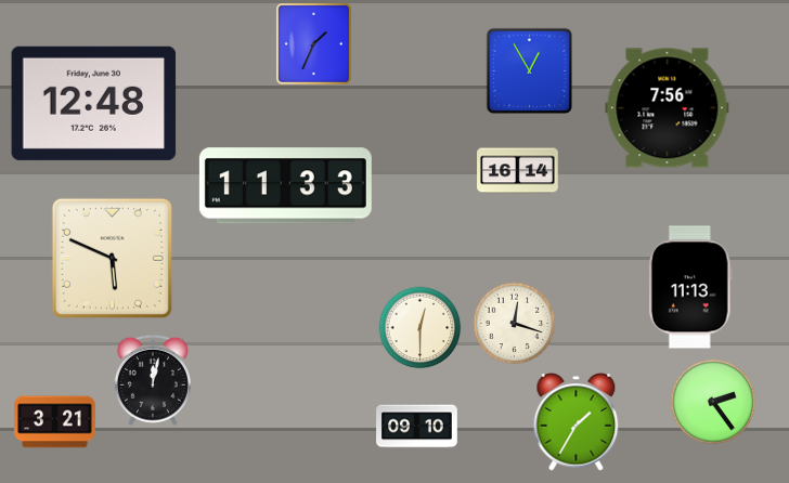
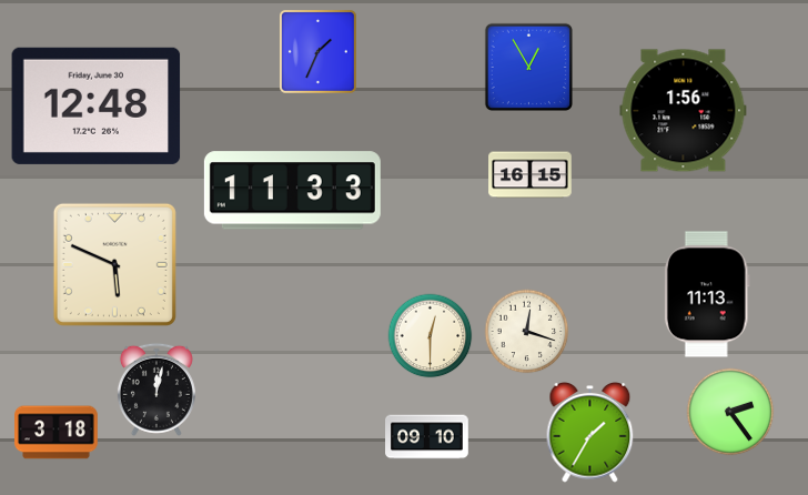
clock at (314, 44) position: (314, 44) -> (319, 52)
clock at (529, 70) position: (529, 70) -> (528, 67)
clock at (668, 108): 7:56 -> 1:56
clock at (518, 171): 16:14 -> 16:15
clock at (55, 422): 3:21 -> 3:18
